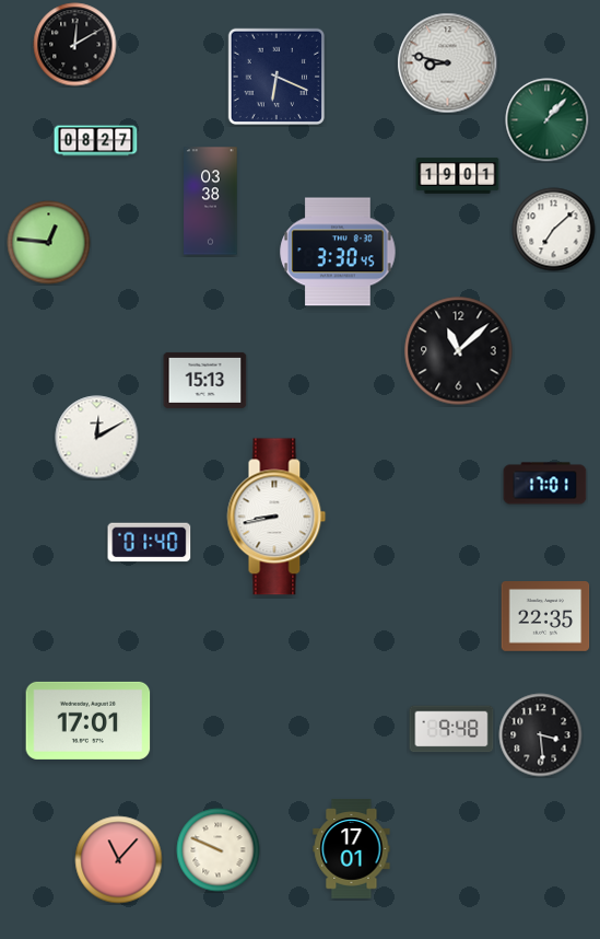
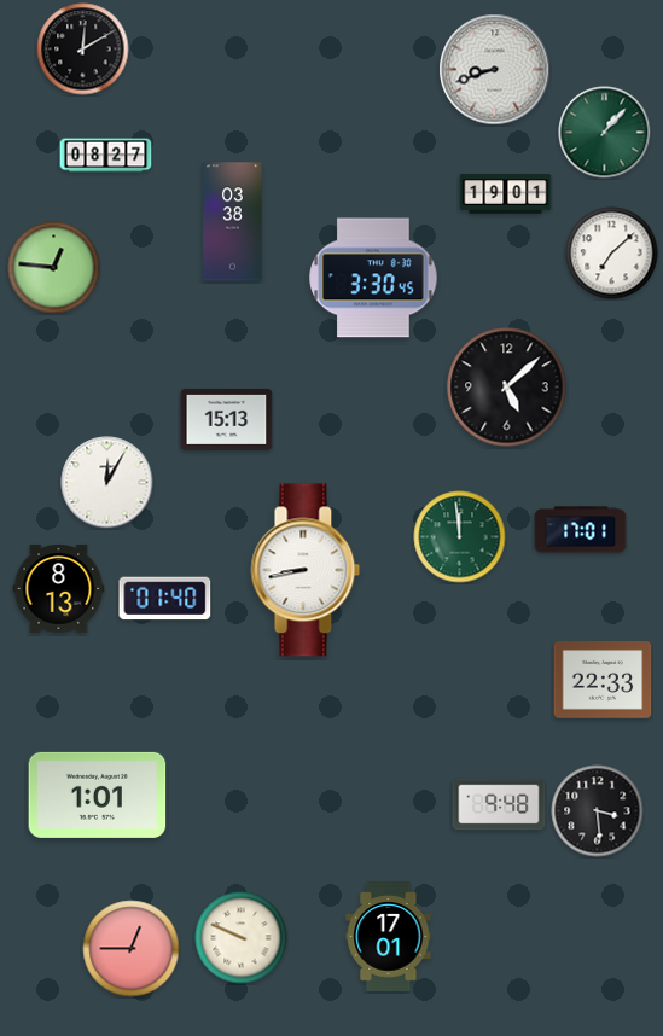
clock at (448, 63): 8:47 -> 8:42
clock at (277, 77): 6:19 -> none
clock at (459, 351): 11:08 -> 5:08
clock at (97, 438): 12:10 -> 12:05
clock at (545, 484) position: (545, 484) -> (581, 530)
clock at (460, 537): none -> 11:59
clock at (59, 589): none -> 8:13
clock at (545, 617): 22:35 -> 22:33
clock at (89, 720): 17:01 -> 1:01
clock at (119, 860): 11:07 -> 12:45
